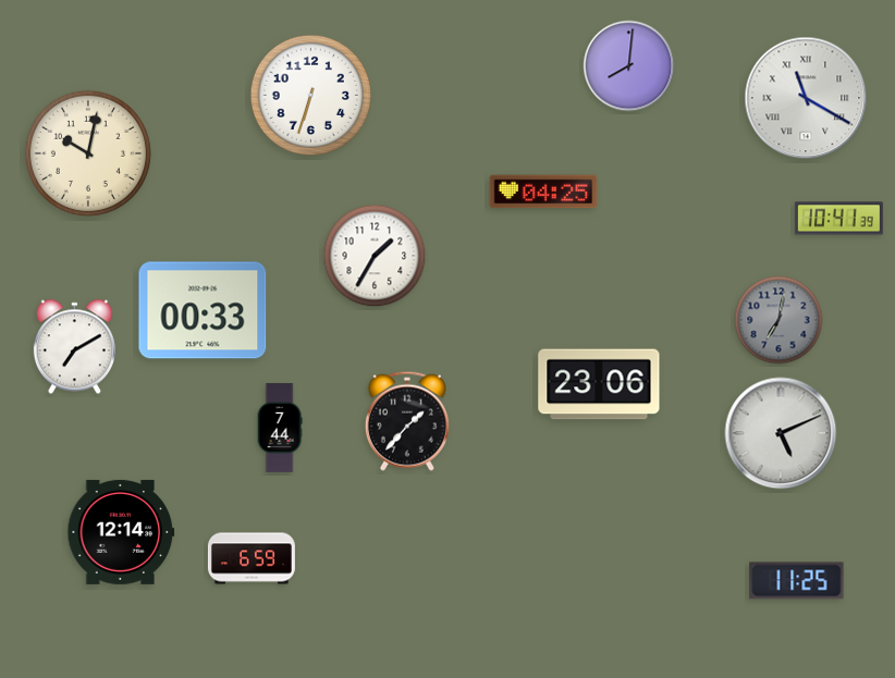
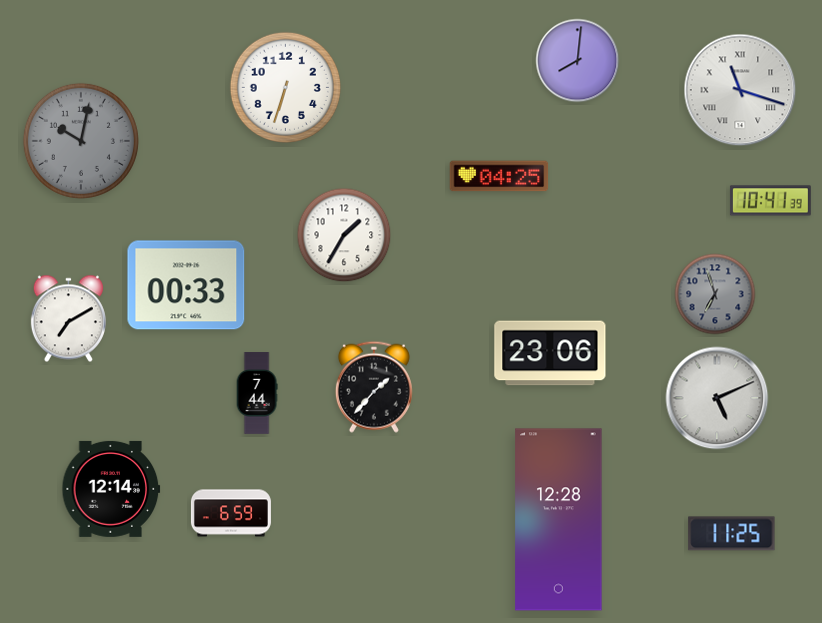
clock at (806, 98): 11:20 -> 11:18
clock at (88, 153) dial: cream -> grey
clock at (778, 320): 7:02 -> 6:57
clock at (559, 520): none -> 12:28
